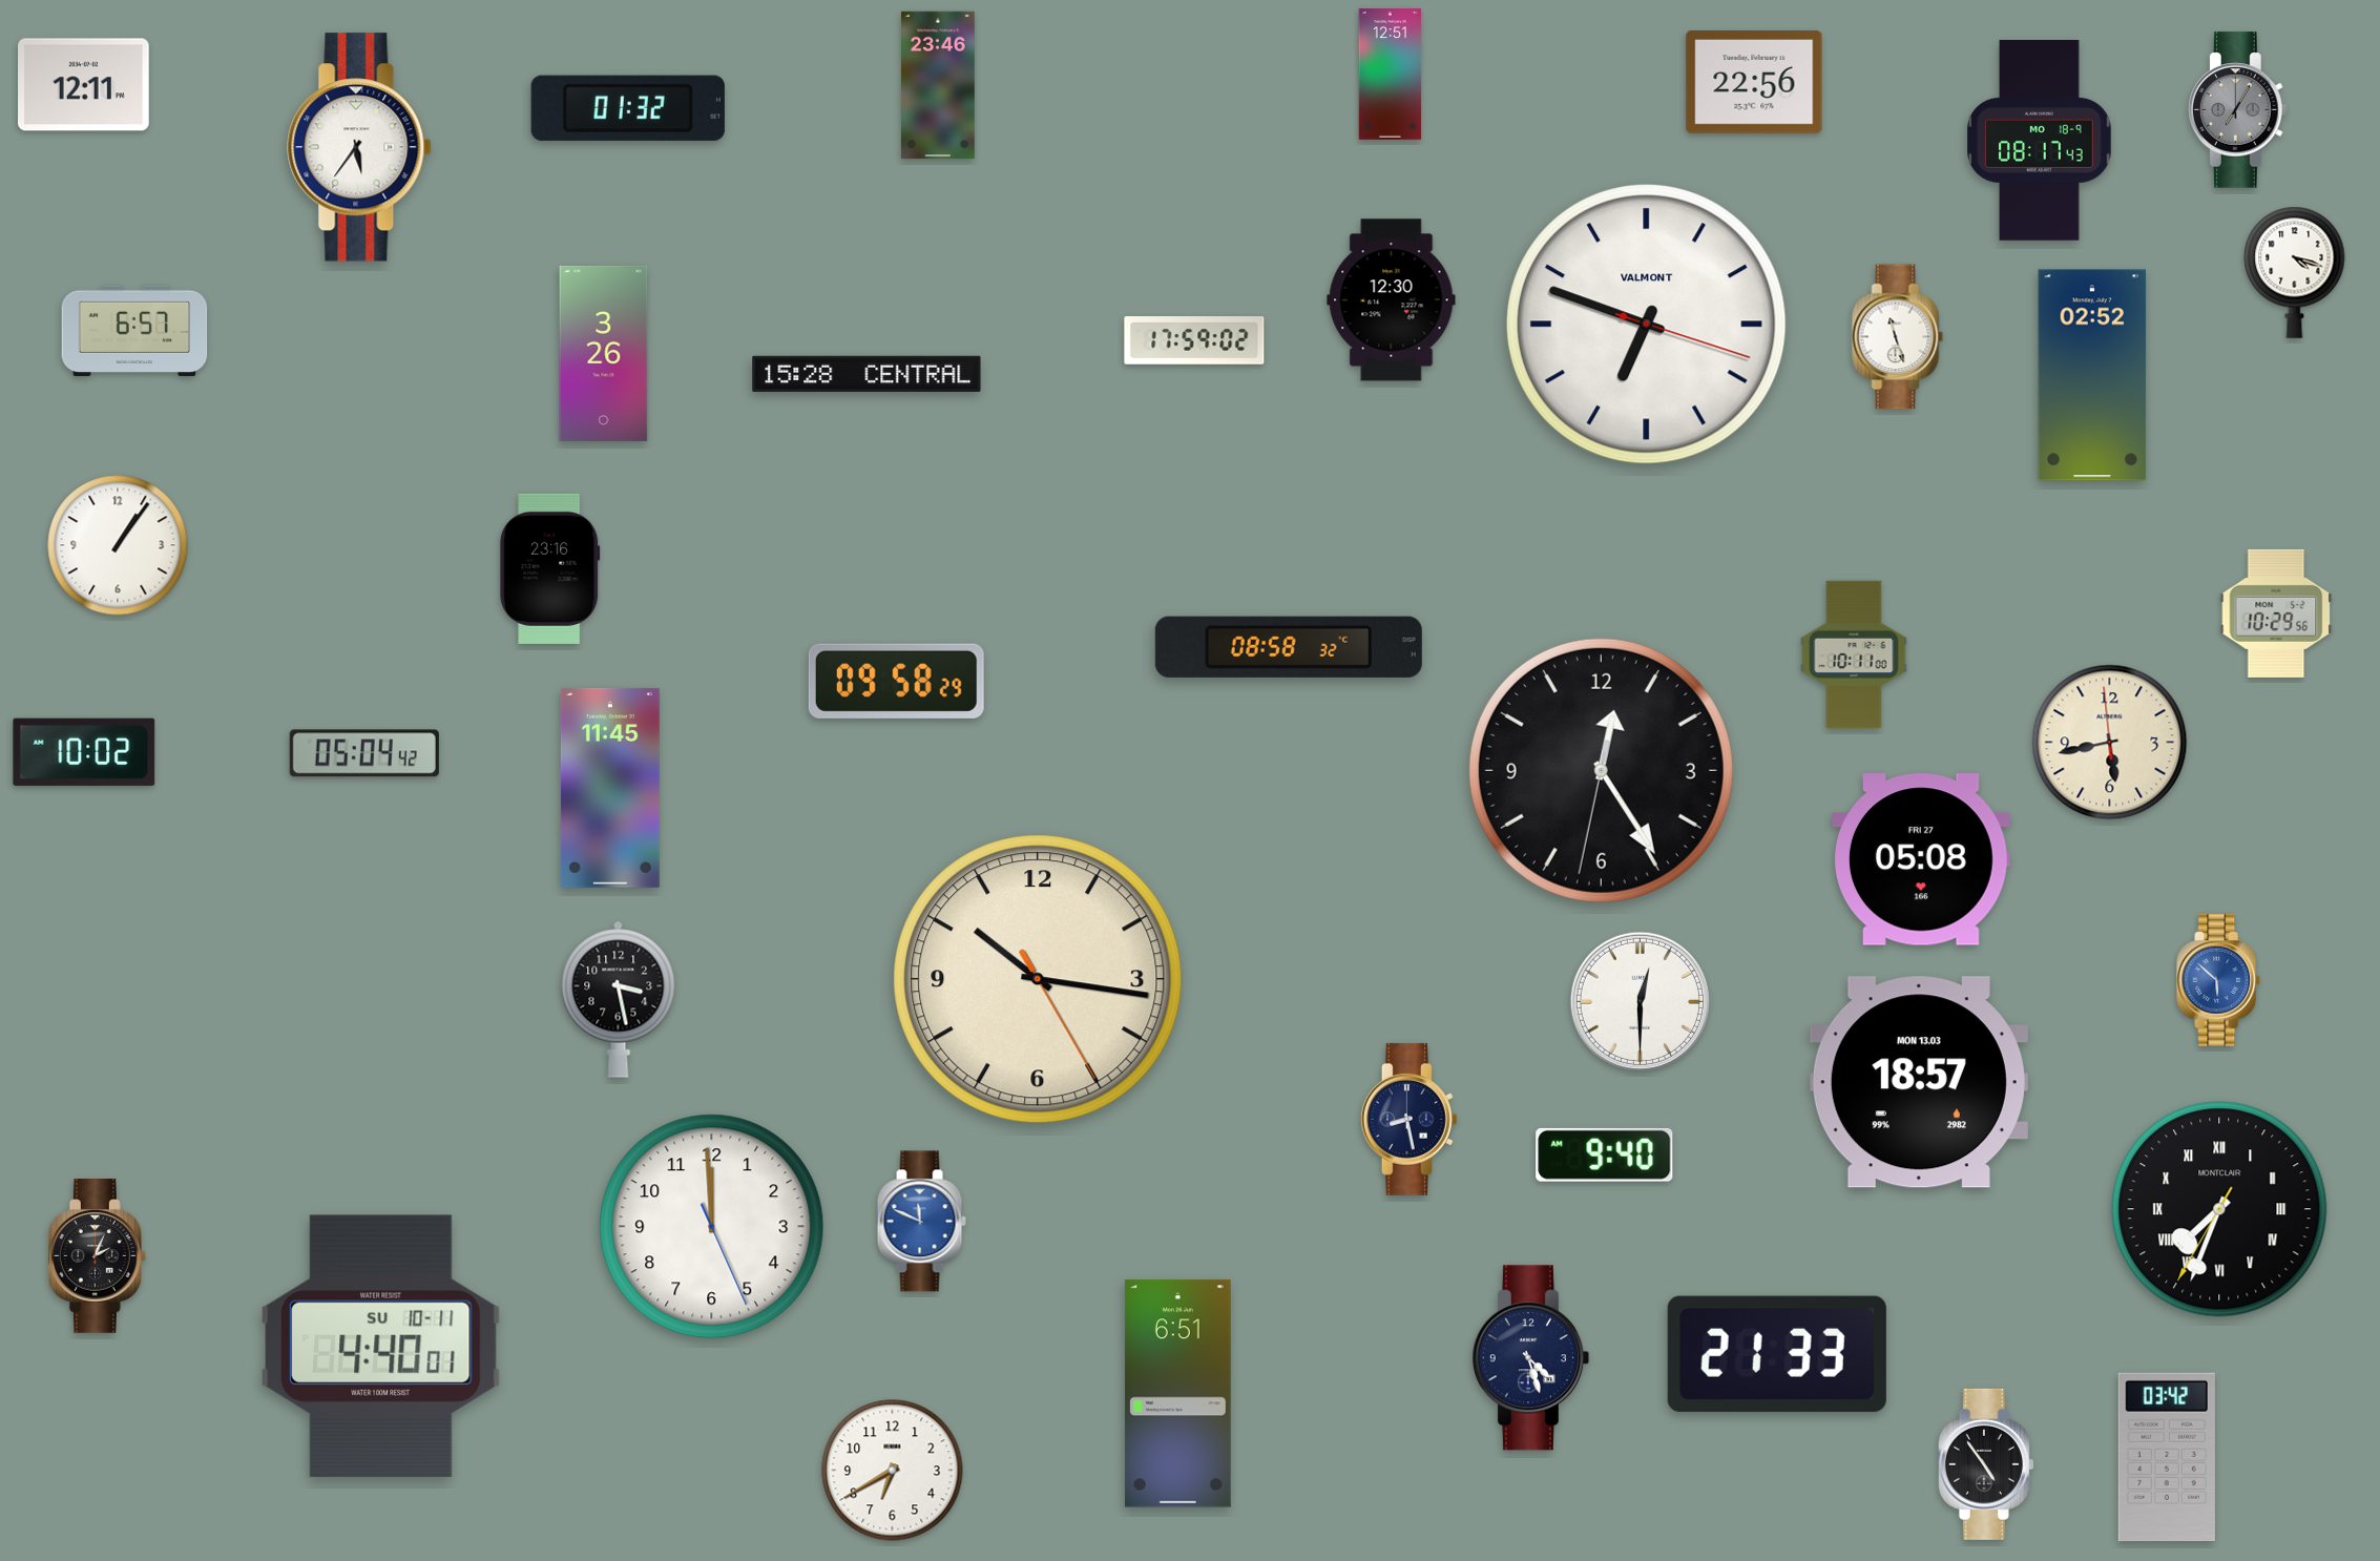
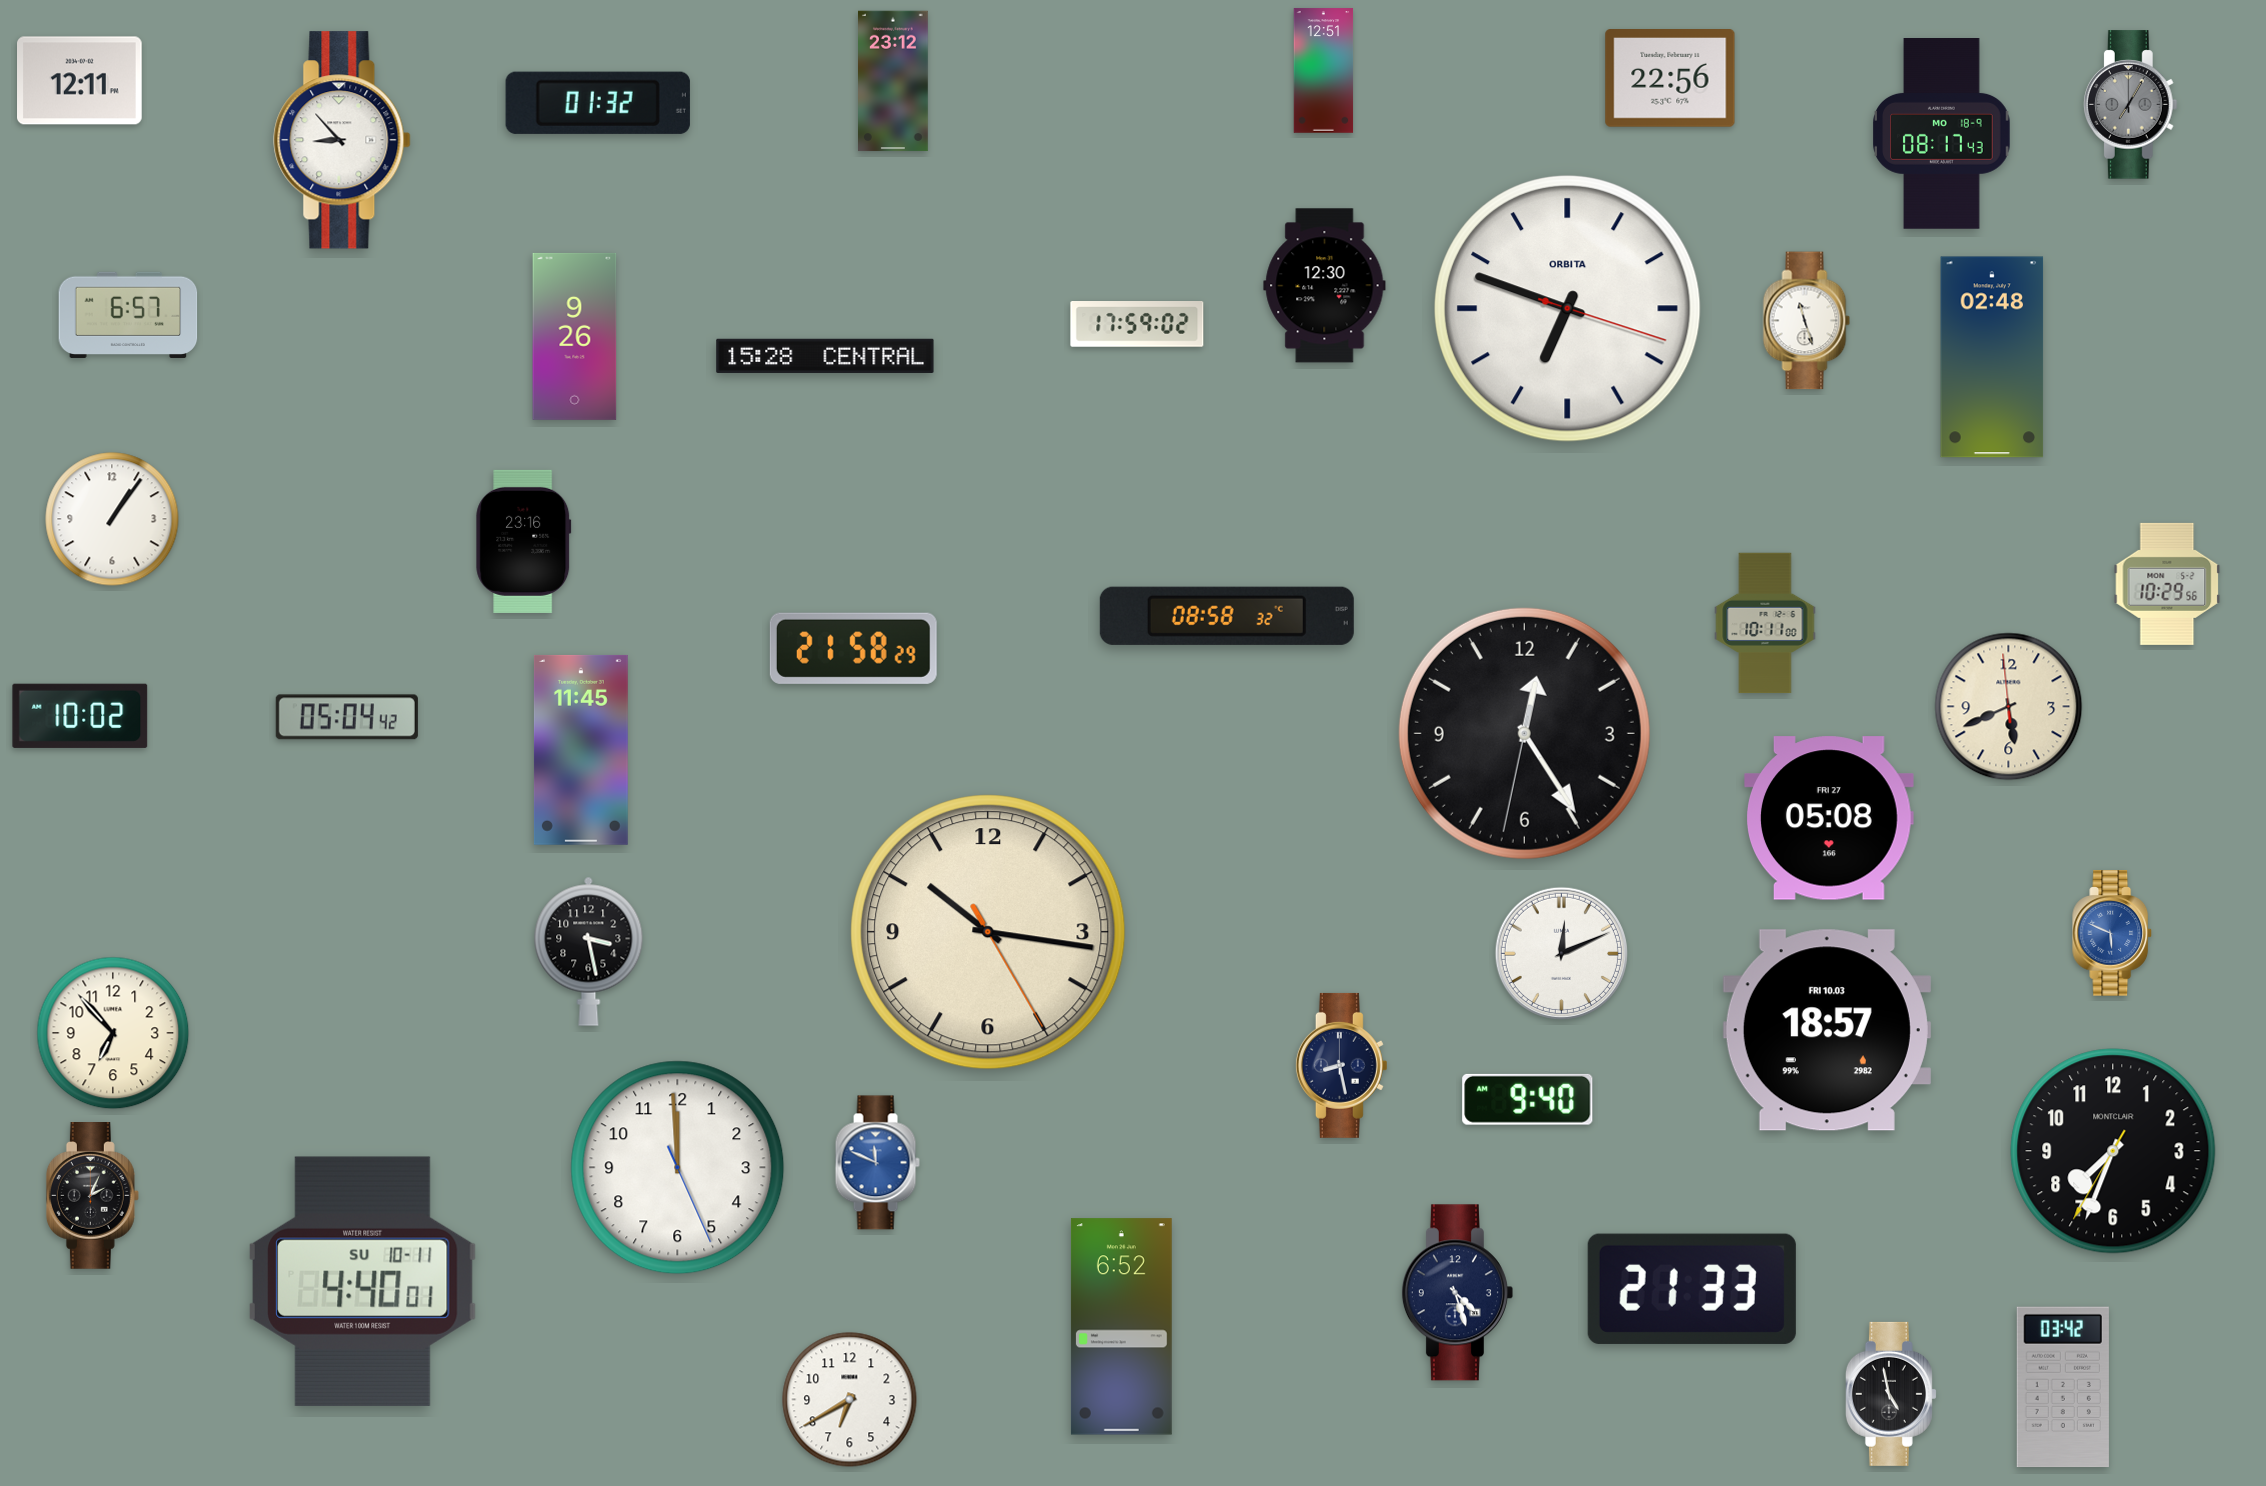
clock at (939, 85): 23:46 -> 23:12
clock at (359, 147): 5:36 -> 8:53
clock at (2295, 272): 4:18 -> none
clock at (1647, 325) brand: VALMONT -> ORBITA
clock at (604, 353): 3:26 -> 9:26
clock at (2092, 375): 02:52 -> 02:48
clock at (896, 681): 09:58 -> 21:58
clock at (2110, 743): 5:42 -> 5:40
clock at (2219, 980): 5:52 -> 5:49
clock at (1640, 1001): 12:30 -> 12:11
clock at (1919, 1082) date: MON 13.03 -> FRI 10.03
clock at (113, 1033): none -> 6:53
clock at (2219, 1209) numerals: Roman -> Arabic
clock at (1177, 1394): 6:51 -> 6:52
clock at (1986, 1464): 4:54 -> 4:58
